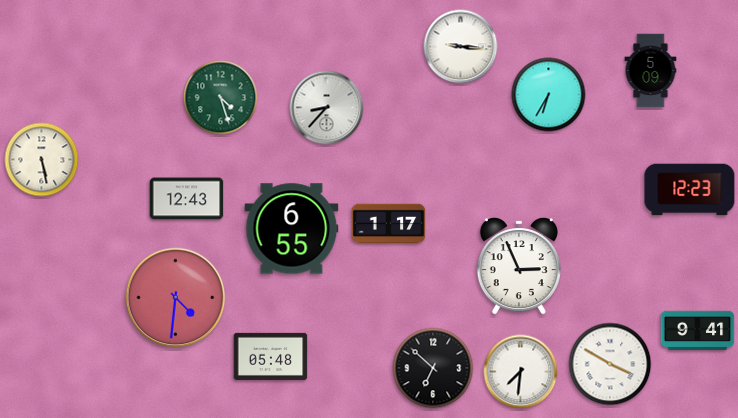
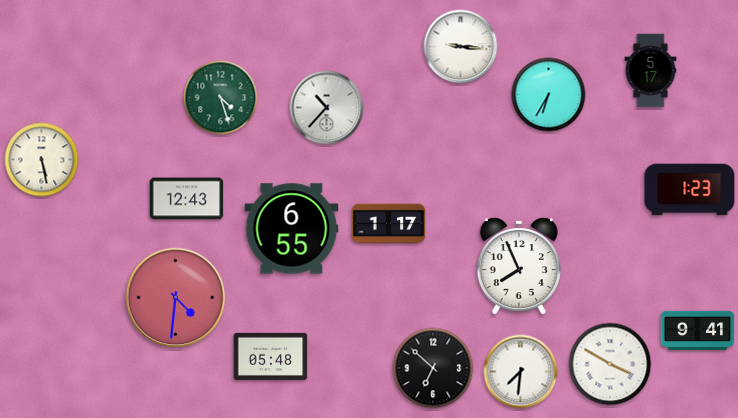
clock at (651, 71): 5:09 -> 5:17
clock at (327, 108): 8:37 -> 10:37
clock at (690, 190): 12:23 -> 1:23
clock at (519, 267): 2:56 -> 7:56
